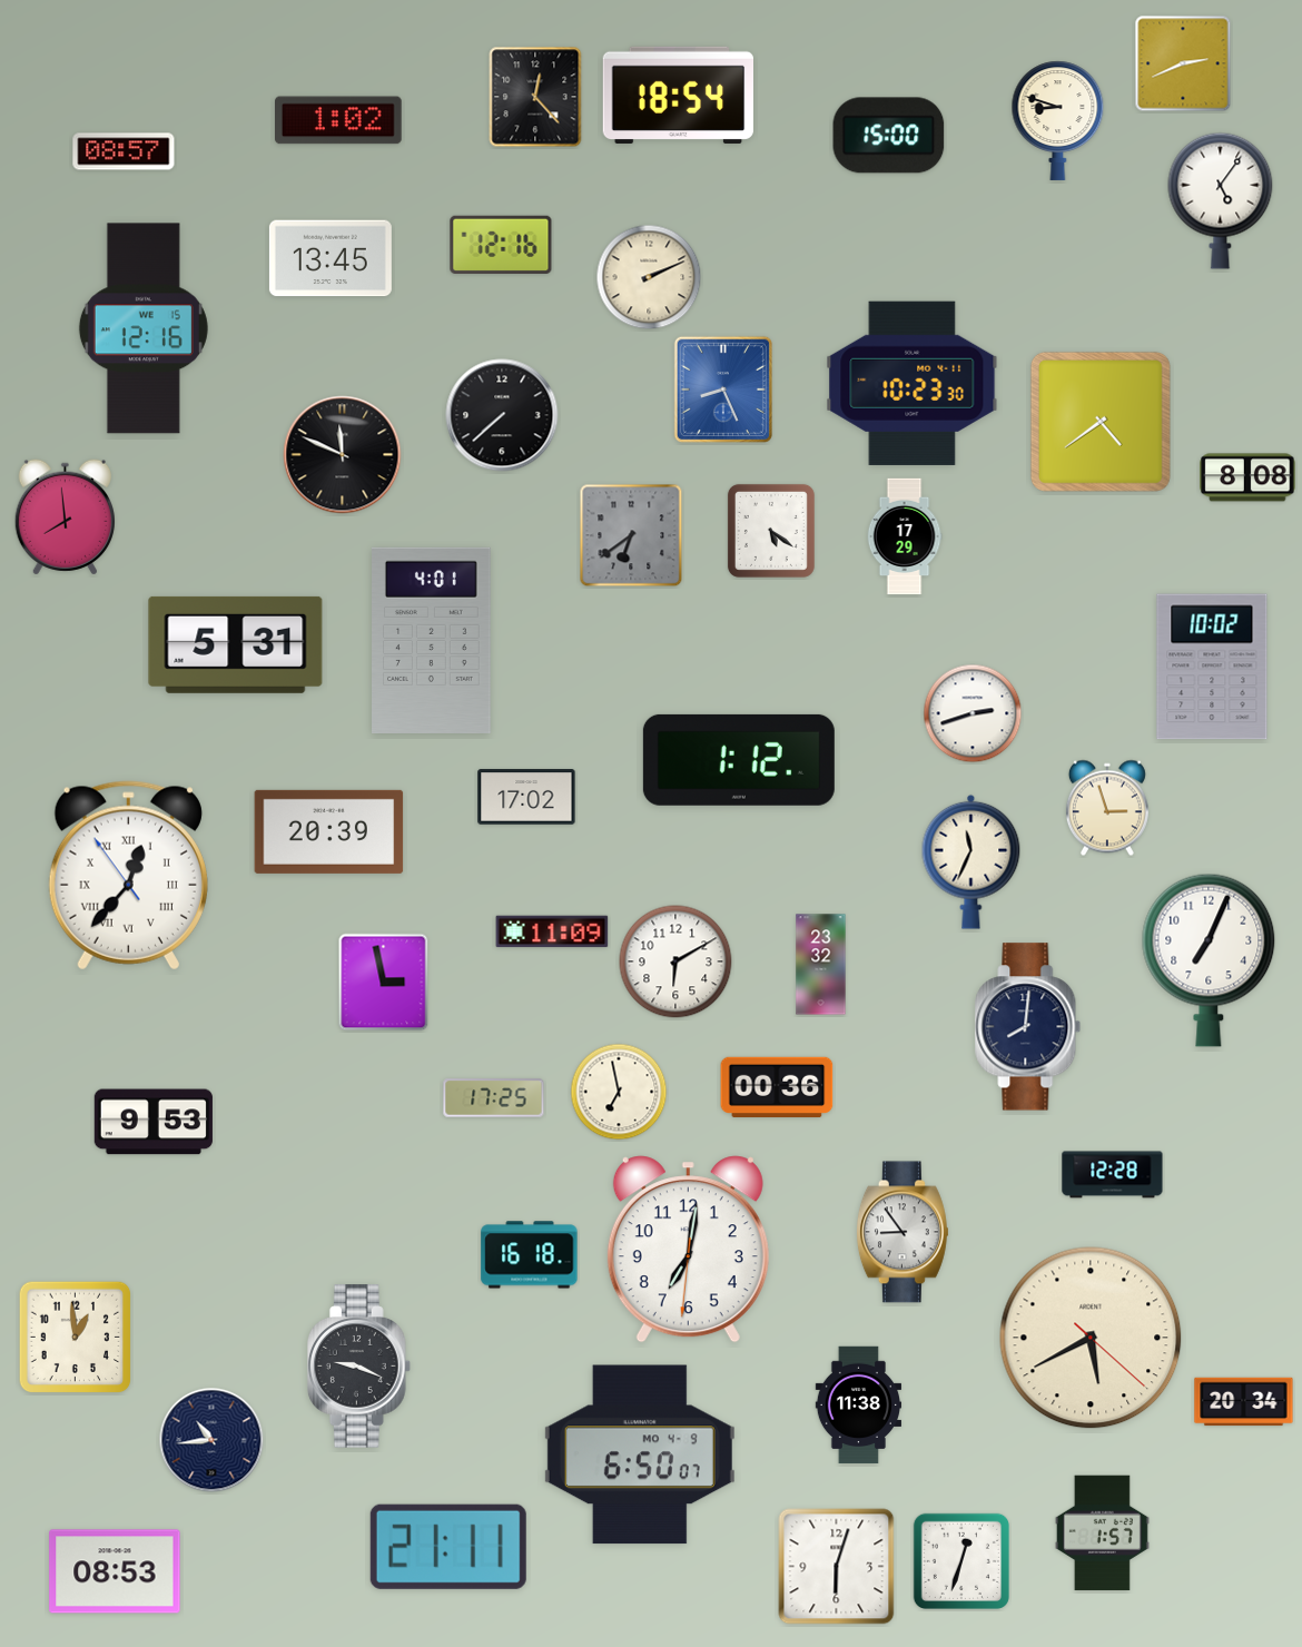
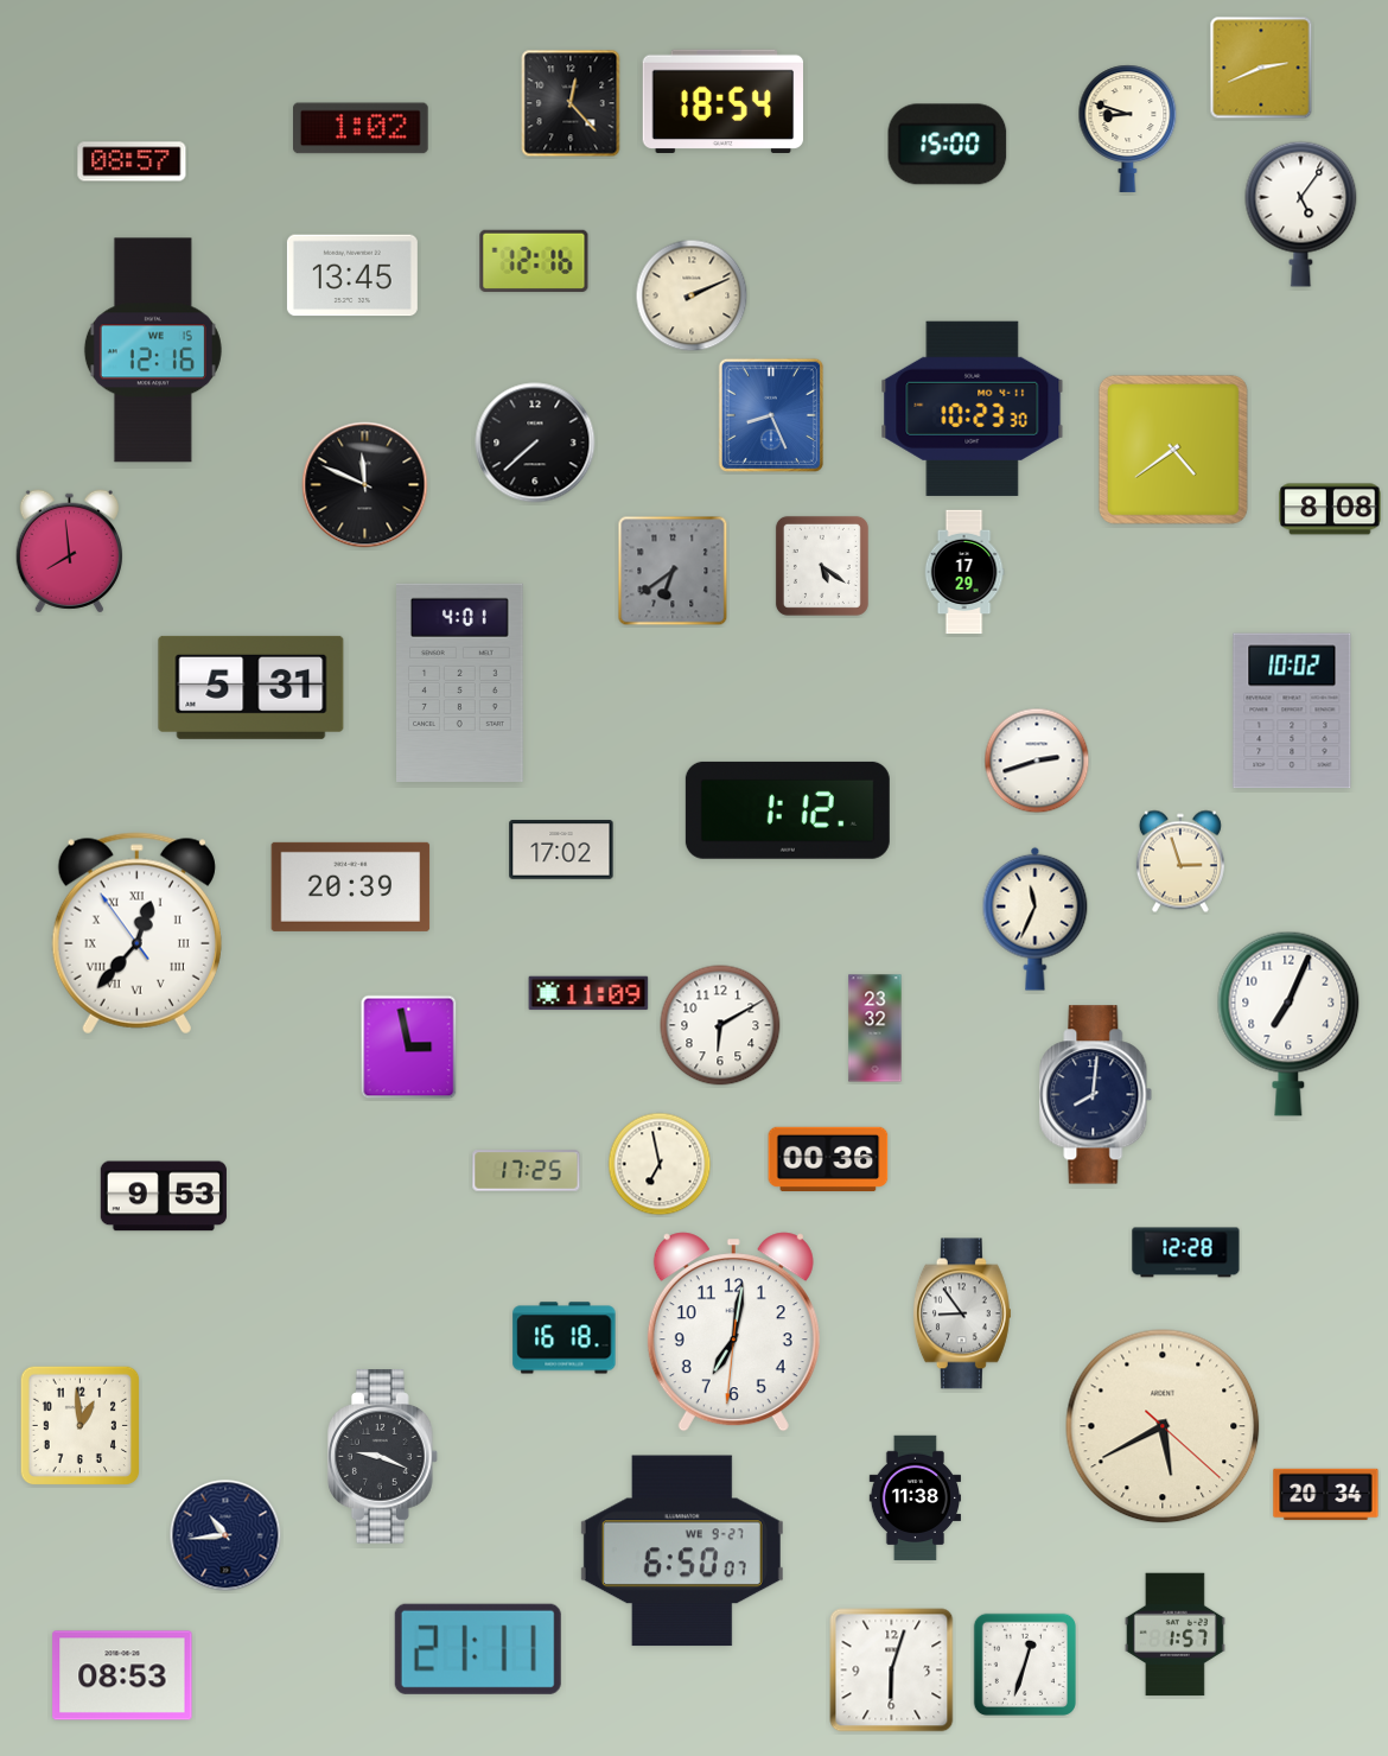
clock at (640, 1454) date: MO 4-9 -> WE 9-27
